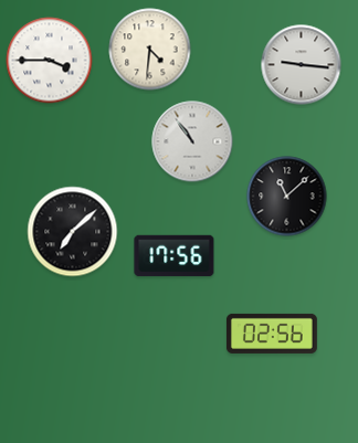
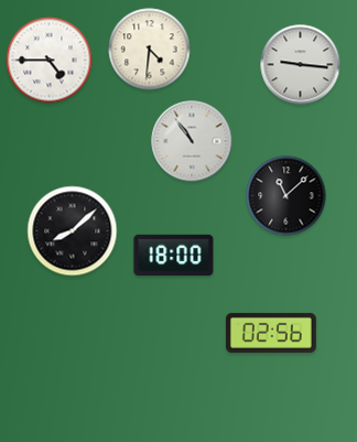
clock at (50, 61): 3:45 -> 4:45
clock at (73, 232): 7:08 -> 8:08
clock at (175, 256): 17:56 -> 18:00
